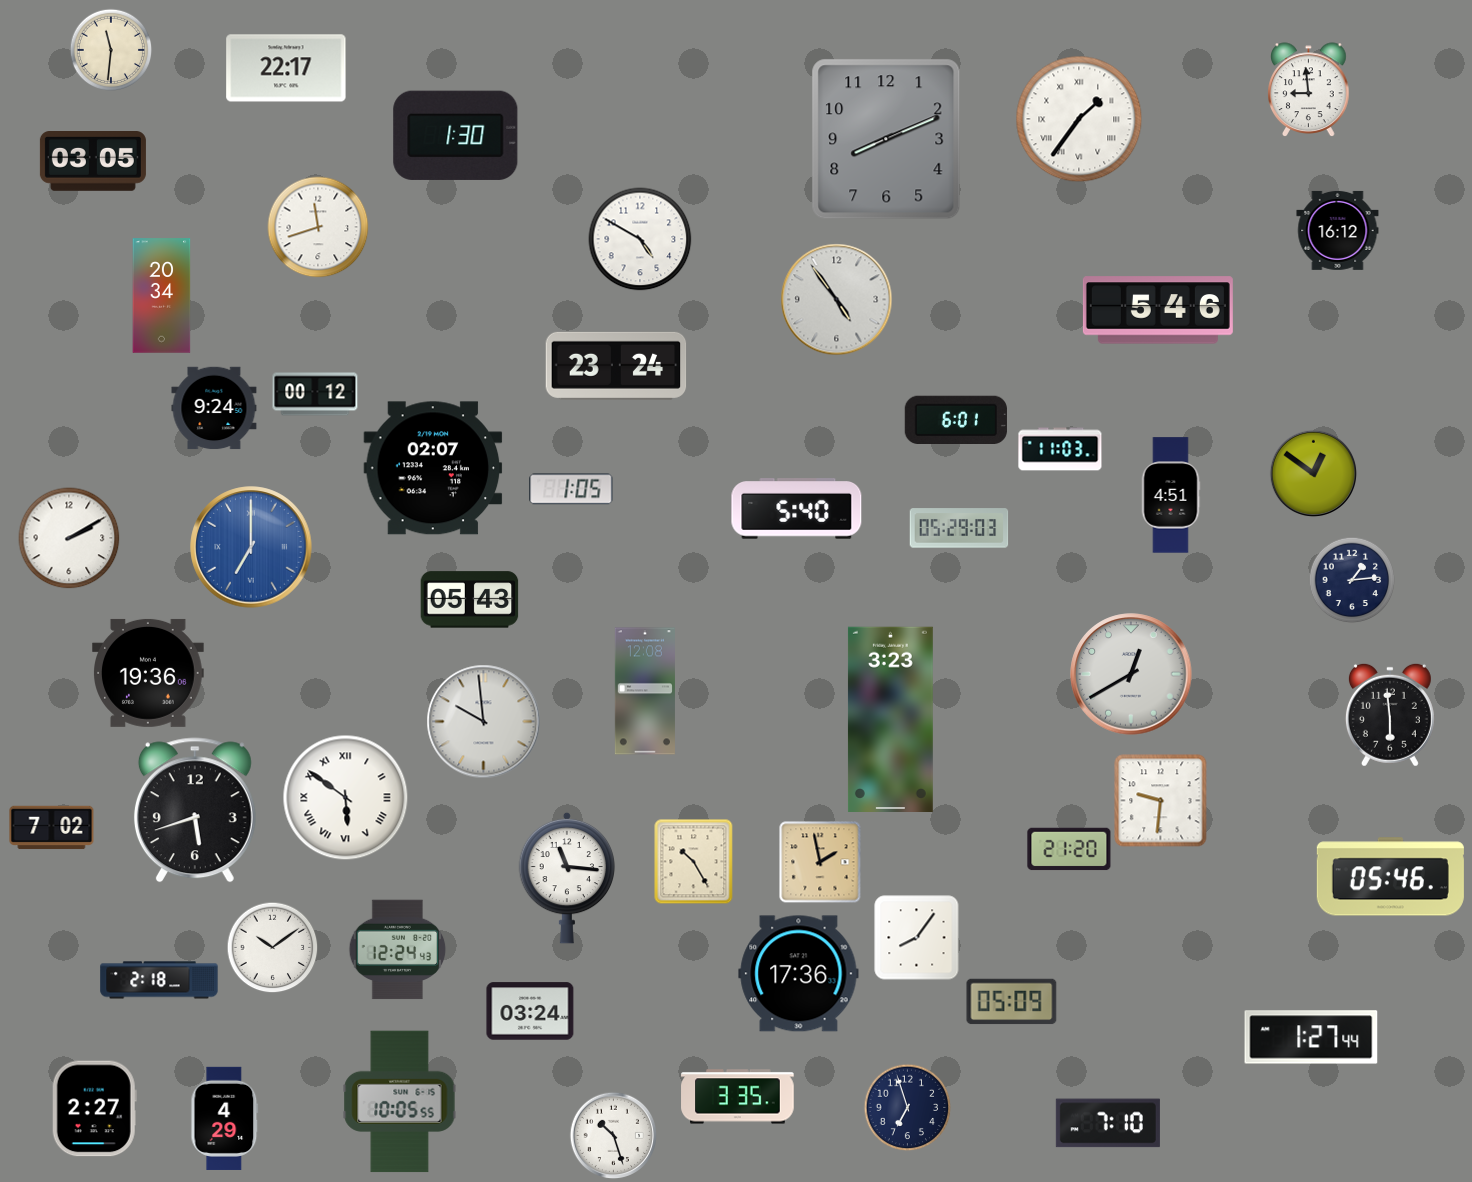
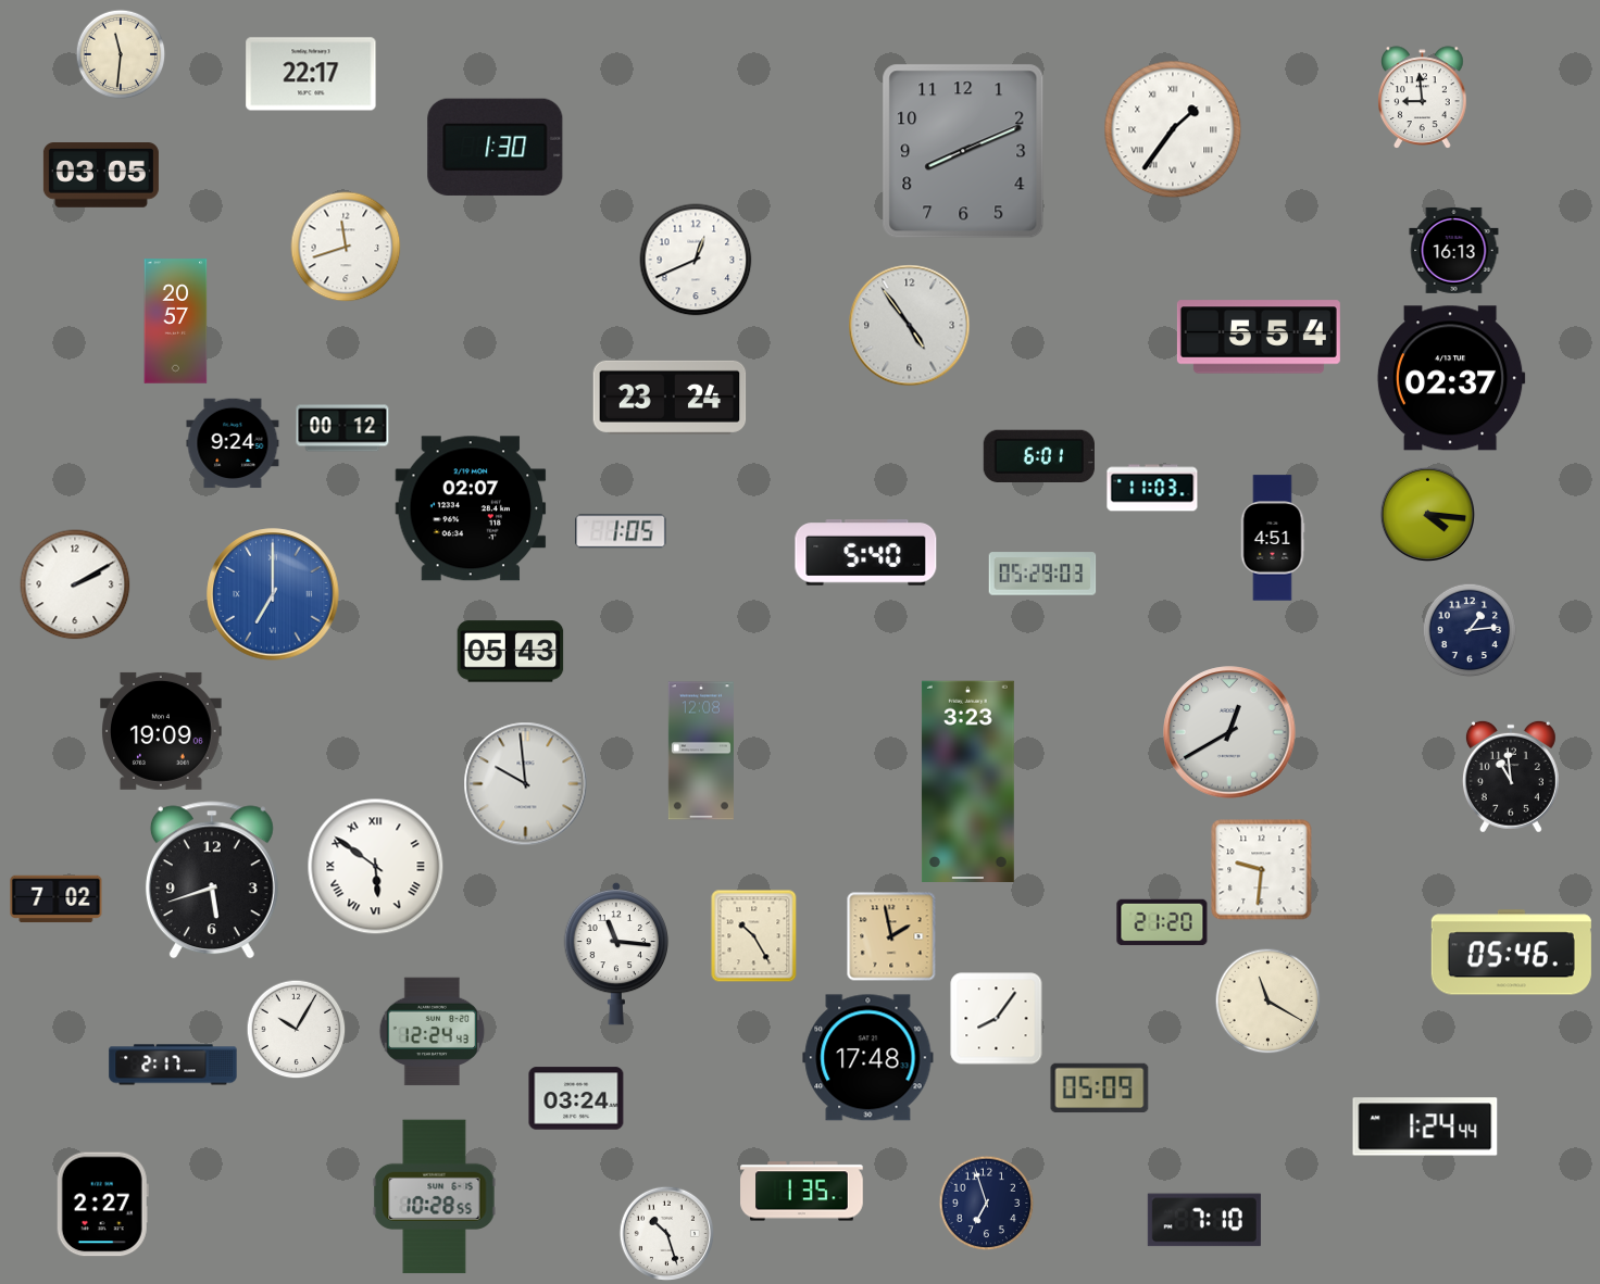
clock at (1338, 230): 16:12 -> 16:13
clock at (640, 239): 4:50 -> 12:41
clock at (162, 296): 20:34 -> 20:57
clock at (1158, 310): 5:46 -> 5:54
clock at (1451, 378): none -> 02:37
clock at (1313, 473): 12:51 -> 4:16
clock at (149, 673): 19:36 -> 19:09
clock at (1390, 715): 5:59 -> 10:59
clock at (1267, 1000): none -> 11:20
clock at (272, 947): 10:09 -> 10:05
clock at (799, 974): 17:36 -> 17:48
clock at (159, 980): 2:18 -> 2:17
clock at (1311, 1037): 1:27 -> 1:24
clock at (738, 1097): 3:35 -> 1:35
clock at (400, 1102): 10:05 -> 10:28
clock at (225, 1118): 4:29 -> none
